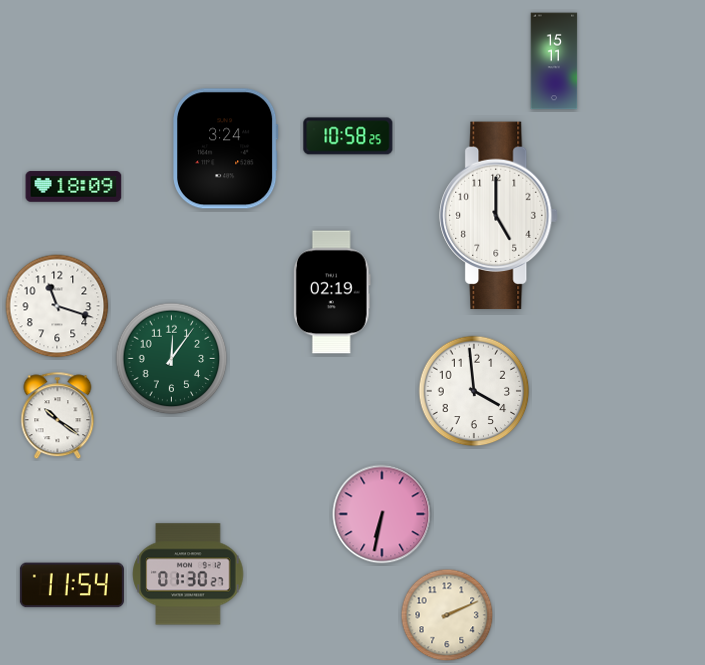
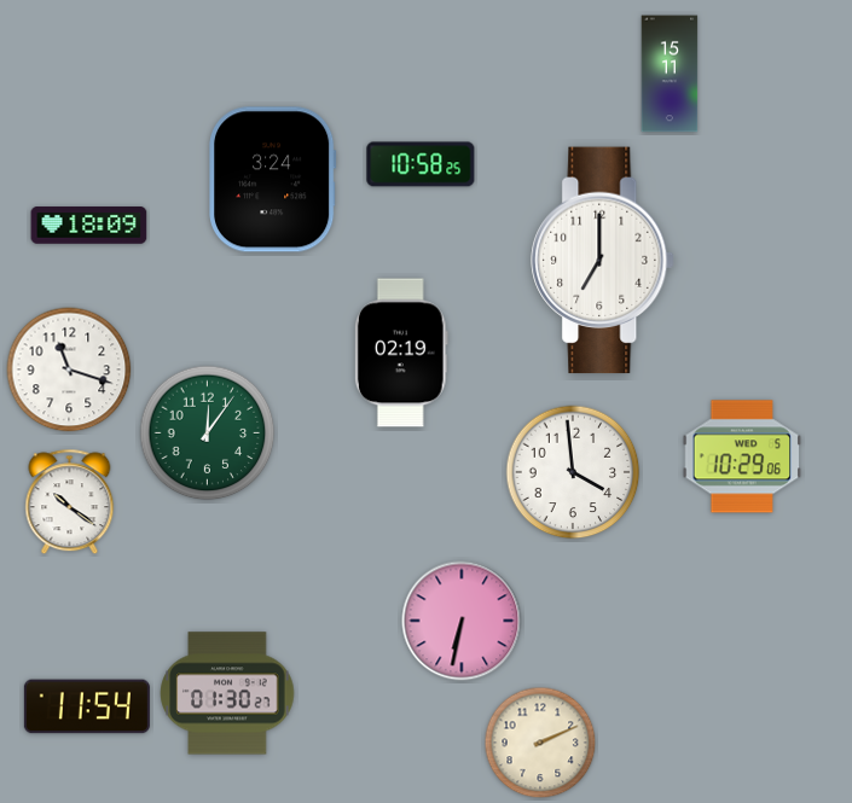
clock at (499, 216): 5:00 -> 7:00
clock at (742, 456): none -> 10:29
